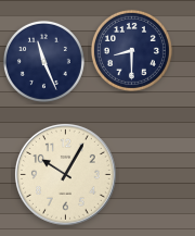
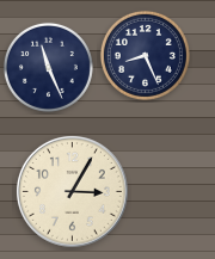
clock at (131, 50): 8:30 -> 8:26
clock at (65, 174): 10:05 -> 3:05
